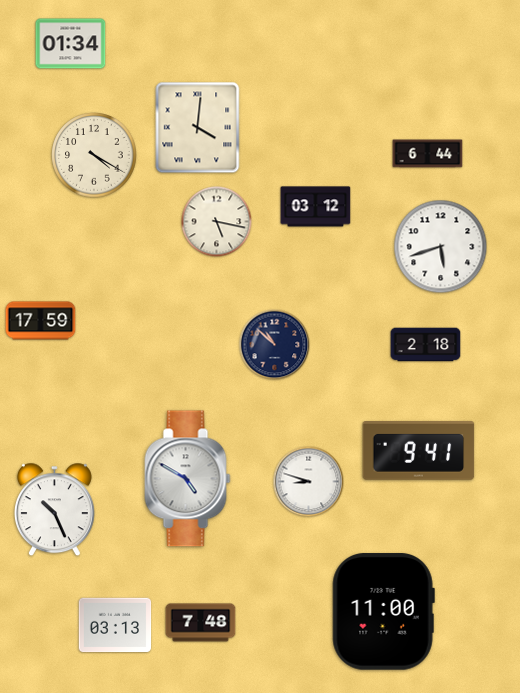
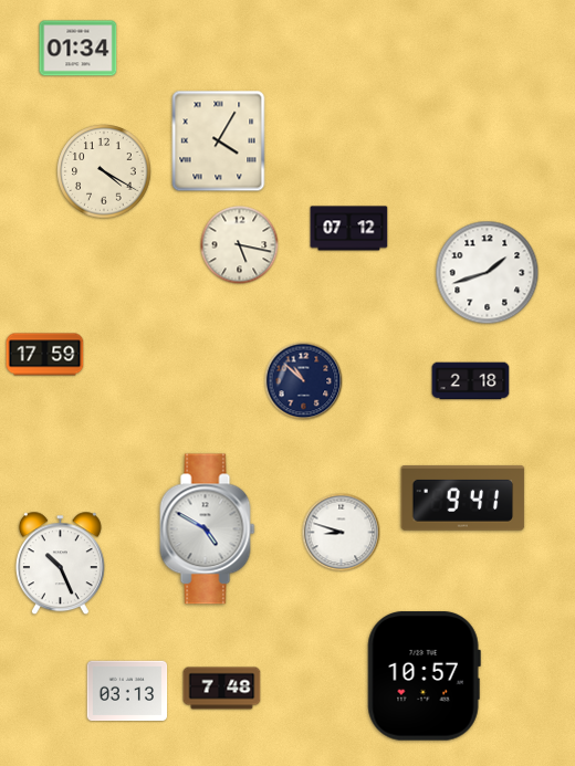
clock at (198, 128): 4:01 -> 4:05
clock at (428, 154): 6:44 -> none
clock at (316, 207): 03:12 -> 07:12
clock at (441, 247): 5:42 -> 1:42
clock at (383, 612): 11:00 -> 10:57
